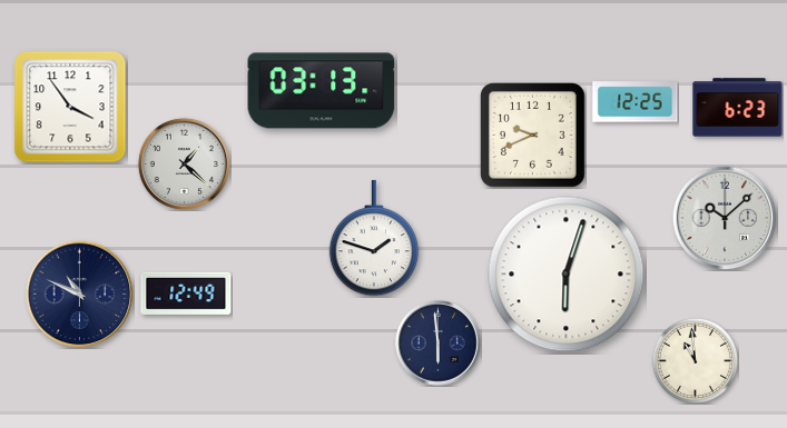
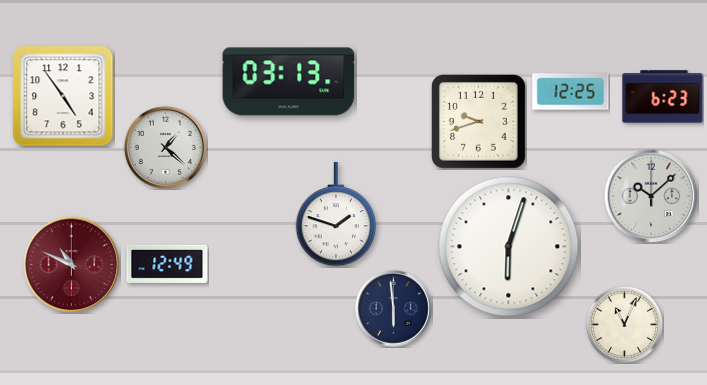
clock at (70, 107): 3:54 -> 4:54
clock at (533, 136): 9:41 -> 9:42
clock at (80, 295) dial: navy -> burgundy
clock at (695, 360): 10:59 -> 11:04
